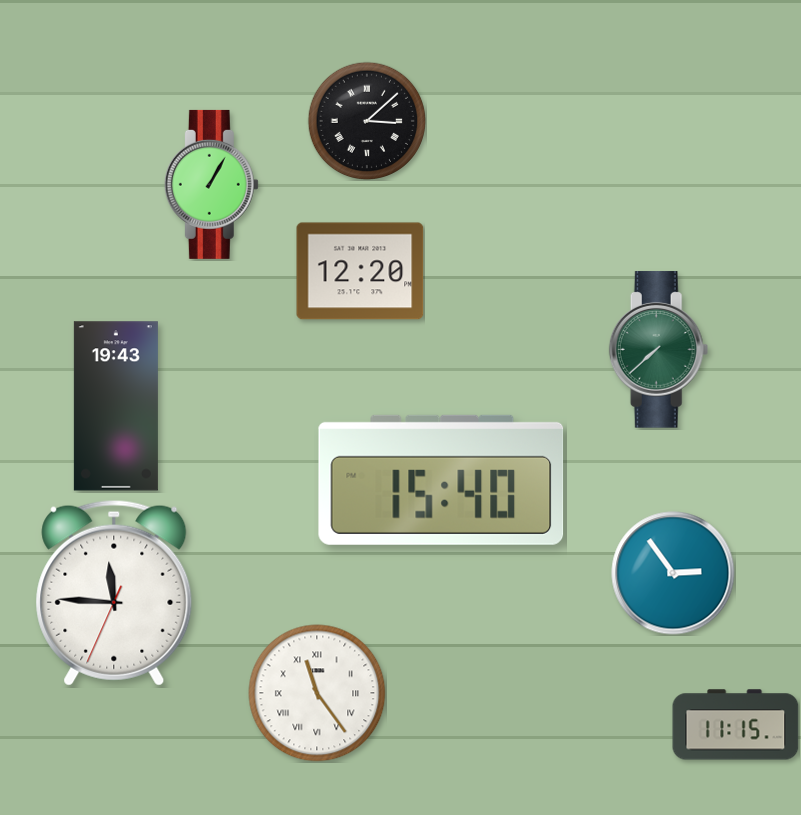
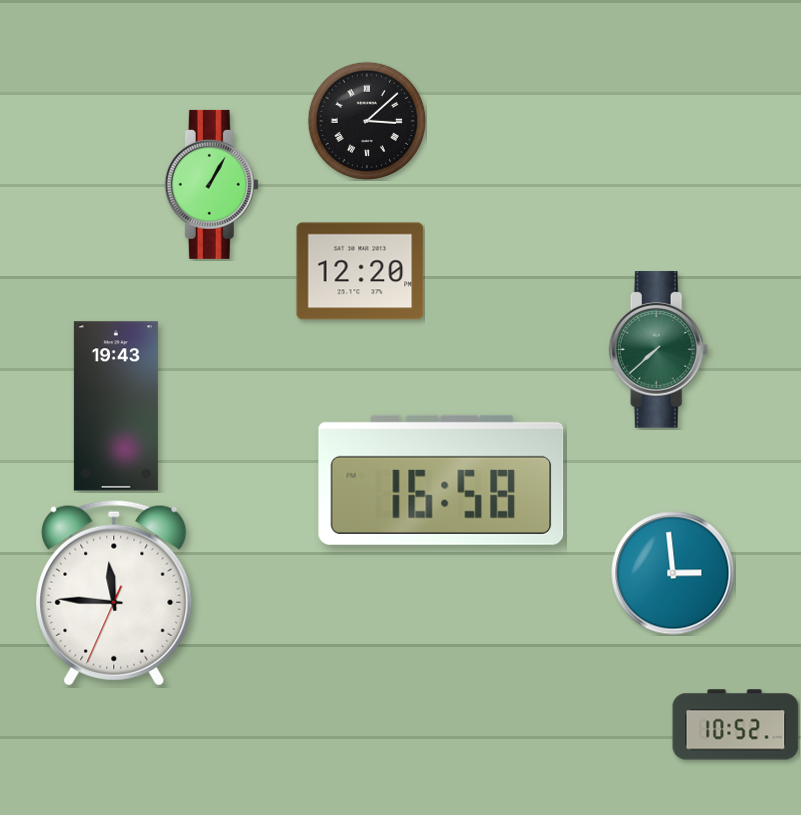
clock at (441, 480): 15:40 -> 16:58
clock at (673, 573): 2:54 -> 2:59
clock at (317, 693): 11:24 -> none
clock at (736, 725): 11:15 -> 10:52
